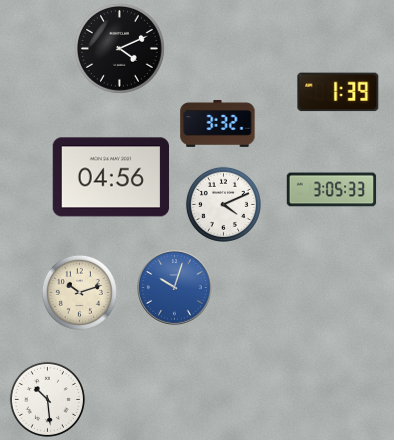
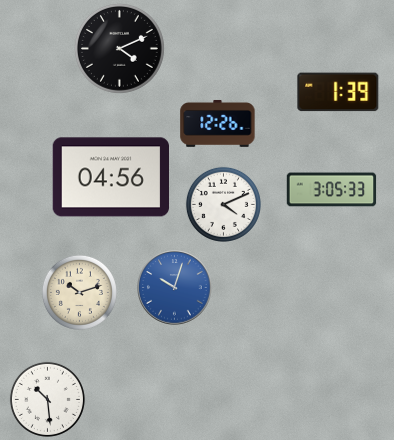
clock at (218, 123): 3:32 -> 12:26
